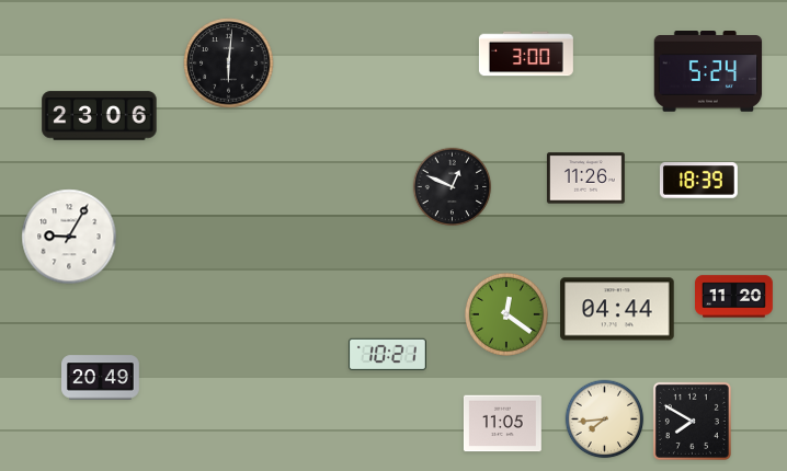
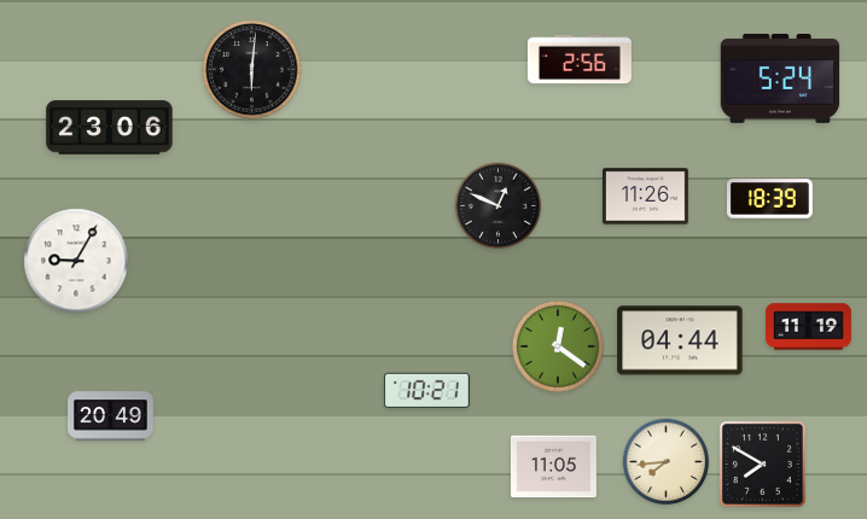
clock at (526, 54): 3:00 -> 2:56
clock at (734, 297): 11:20 -> 11:19
